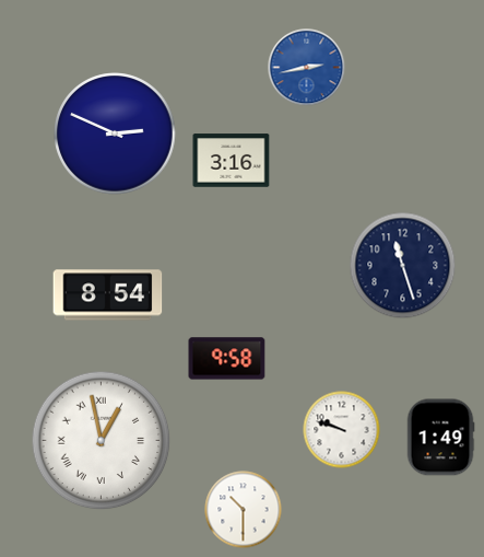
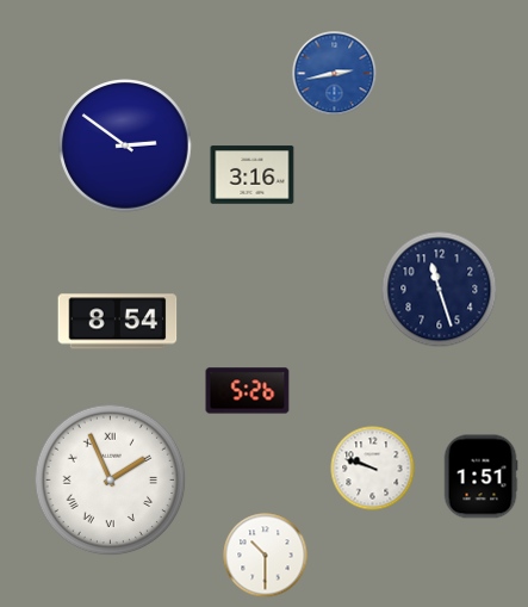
clock at (115, 134): 2:49 -> 2:51
clock at (227, 359): 9:58 -> 5:26
clock at (440, 438): 1:49 -> 1:51
clock at (102, 441): 12:58 -> 1:56
